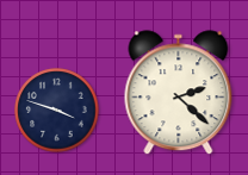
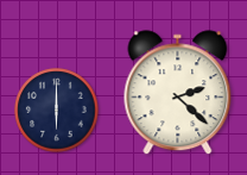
clock at (57, 111): 3:48 -> 6:00
